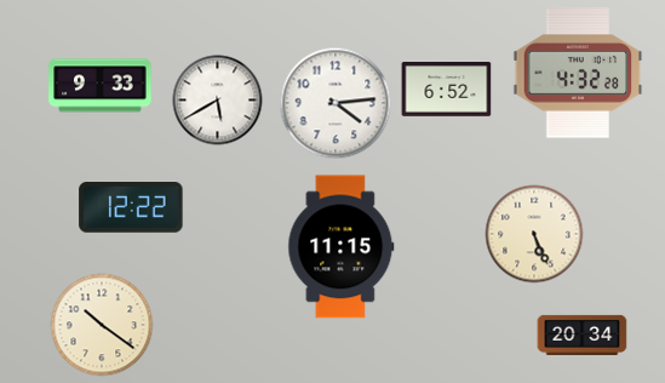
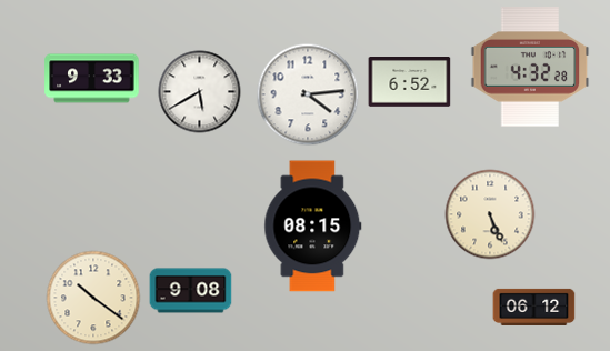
clock at (131, 208): 12:22 -> none
clock at (342, 247): 11:15 -> 08:15
clock at (191, 291): none -> 9:08
clock at (583, 335): 20:34 -> 06:12
